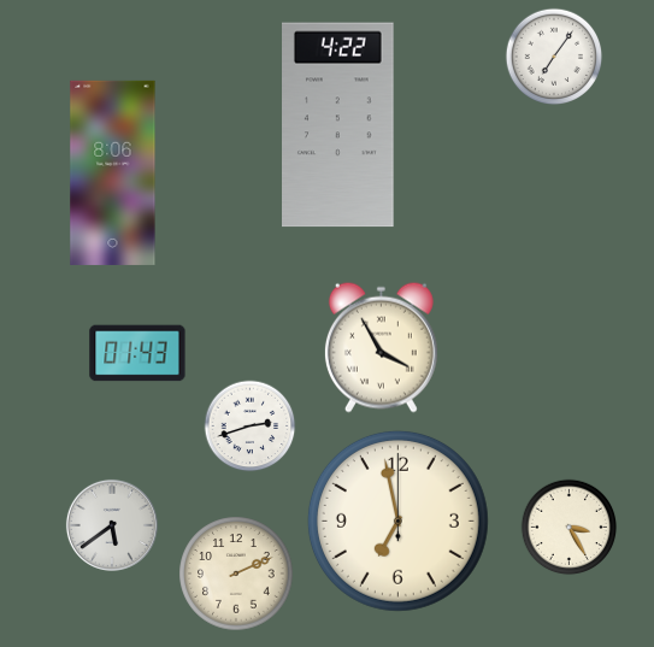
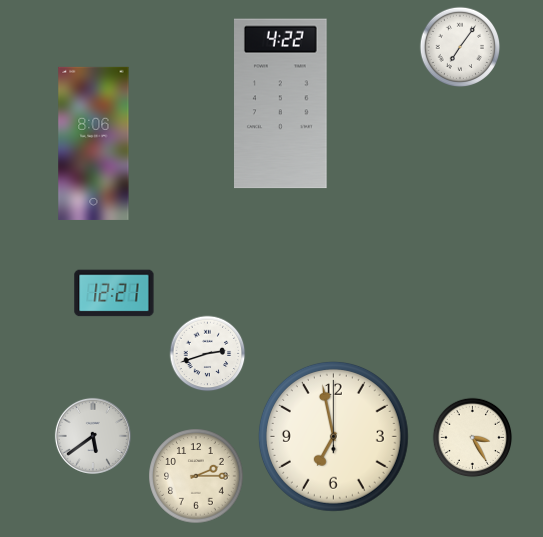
clock at (381, 347): 3:55 -> none
clock at (137, 353): 01:43 -> 12:21
clock at (397, 520) position: (397, 520) -> (333, 436)
clock at (236, 574): 2:11 -> 2:15
